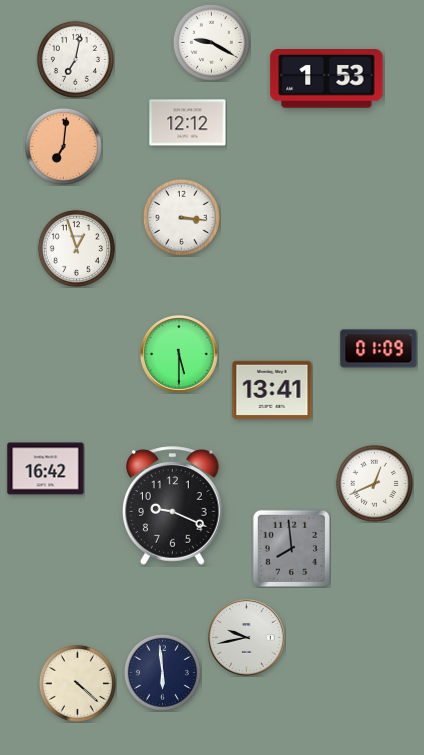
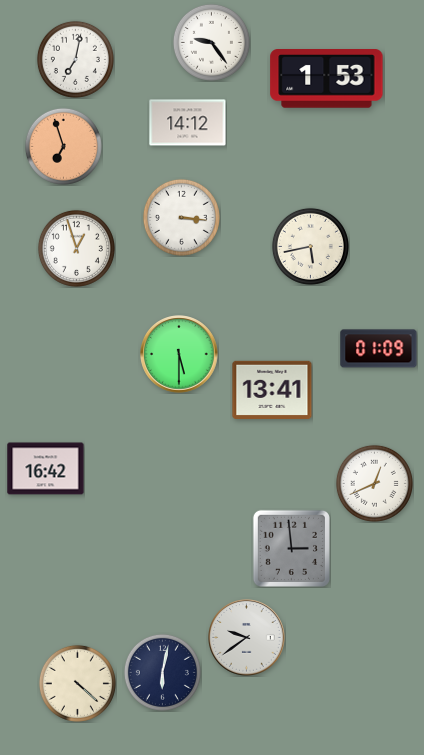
clock at (211, 42): 9:20 -> 9:24
clock at (188, 123): 12:12 -> 14:12
clock at (63, 146): 7:01 -> 6:57
clock at (310, 246): none -> 5:43
clock at (173, 506): 9:19 -> none
clock at (291, 548): 7:59 -> 2:59
clock at (247, 638): 9:43 -> 9:39
clock at (162, 672): 5:59 -> 6:02
